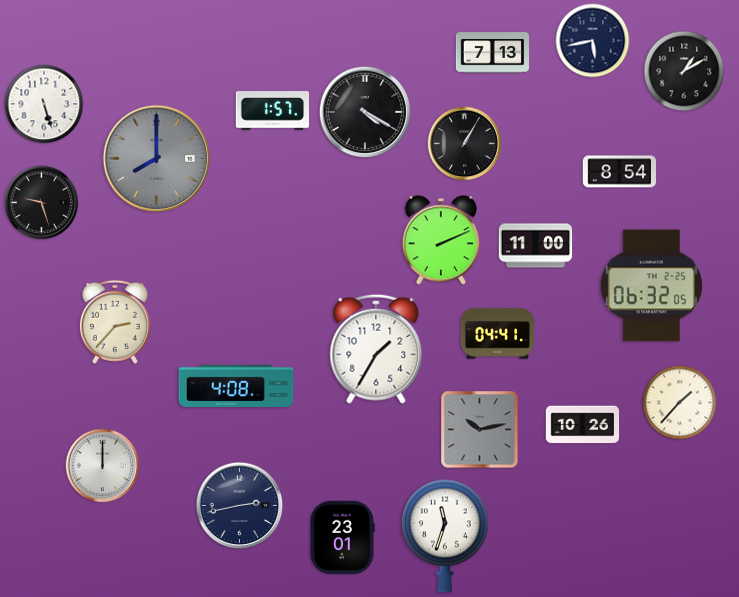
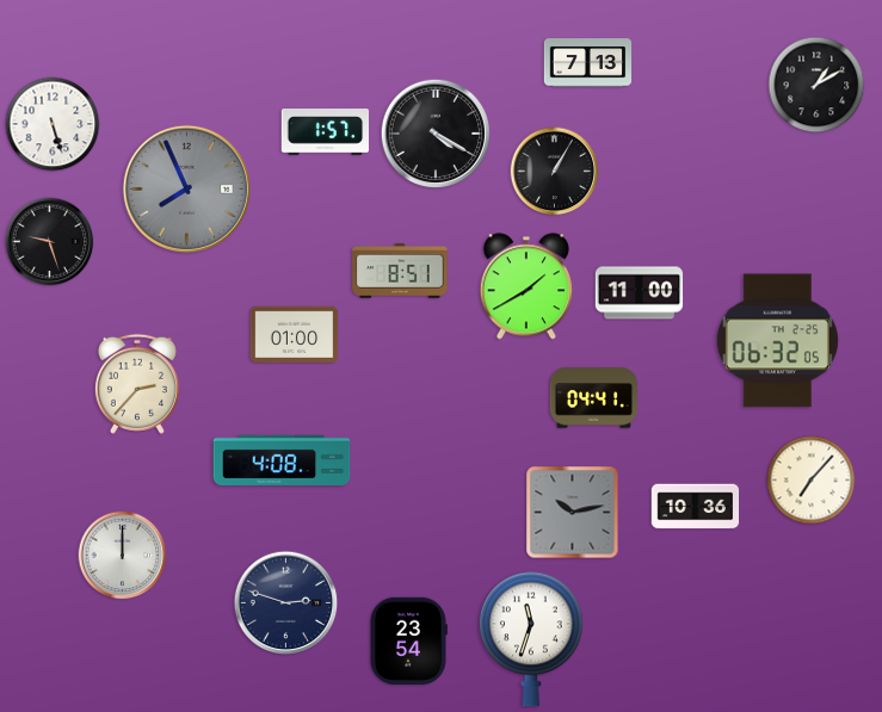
clock at (593, 41): 5:43 -> none
clock at (156, 158): 8:00 -> 7:56
clock at (620, 172): 8:54 -> none
clock at (400, 271): none -> 8:51
clock at (441, 240): 2:11 -> 1:40
clock at (295, 334): none -> 01:00
clock at (376, 349): 1:35 -> none
clock at (680, 403): 1:37 -> 7:07
clock at (583, 425): 10:26 -> 10:36
clock at (240, 506): 2:43 -> 2:48
clock at (342, 538): 23:01 -> 23:54
